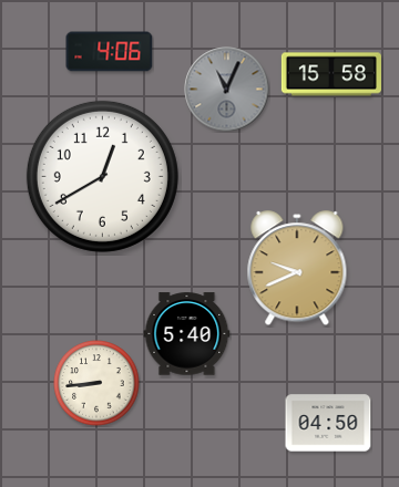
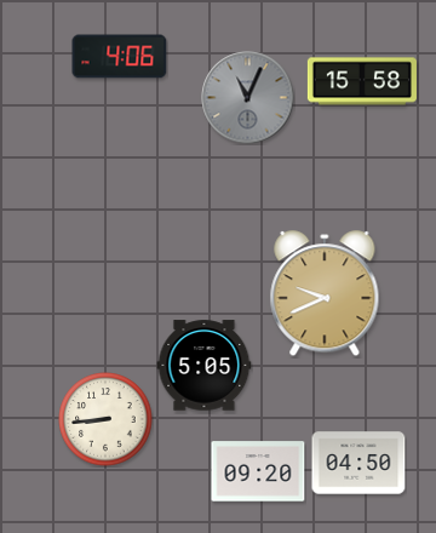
clock at (102, 176): 12:40 -> none
clock at (187, 334): 5:40 -> 5:05
clock at (258, 471): none -> 09:20
